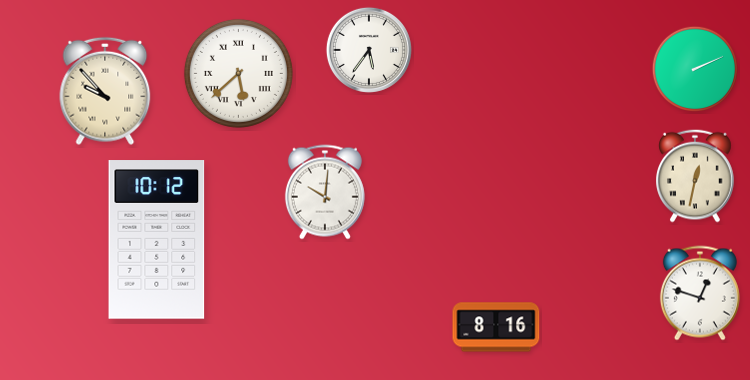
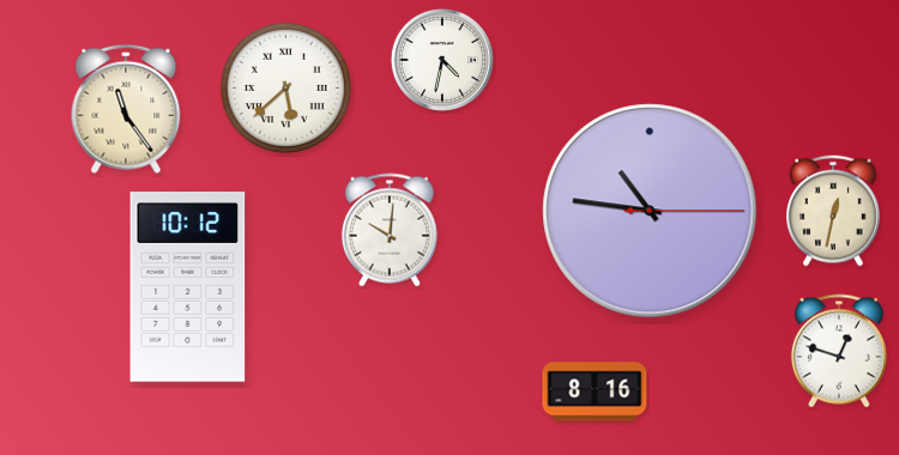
clock at (369, 50): 5:36 -> 4:32
clock at (694, 68): 2:11 -> none
clock at (105, 91): 9:53 -> 11:24
clock at (650, 211): none -> 10:46
